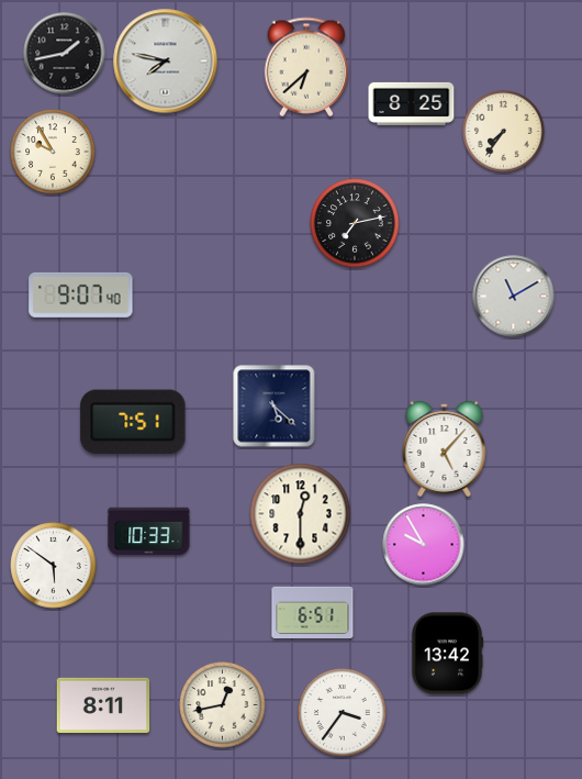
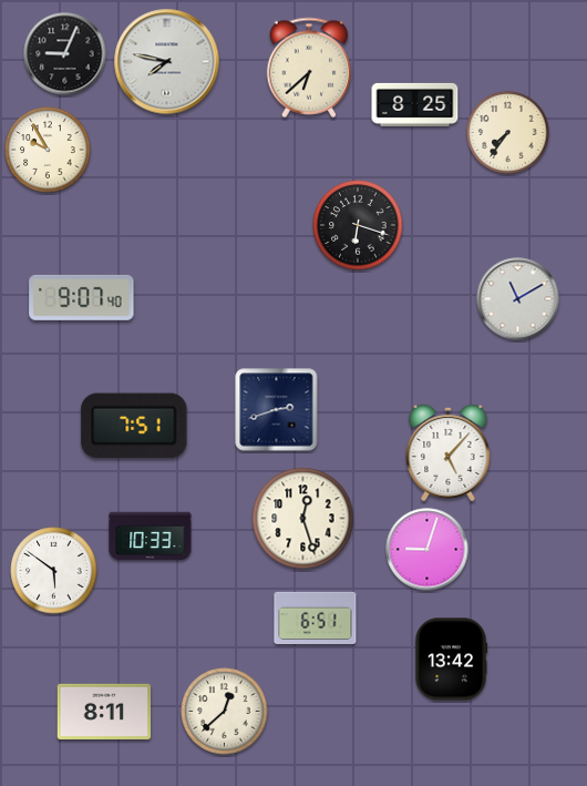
clock at (65, 54): 1:43 -> 9:04
clock at (53, 152) position: (53, 152) -> (48, 150)
clock at (355, 223): 7:13 -> 6:18
clock at (275, 407): 5:22 -> 2:42
clock at (301, 514): 12:30 -> 12:27
clock at (424, 545): 9:55 -> 9:03
clock at (223, 705): 12:43 -> 12:38
clock at (343, 713): 3:36 -> none
